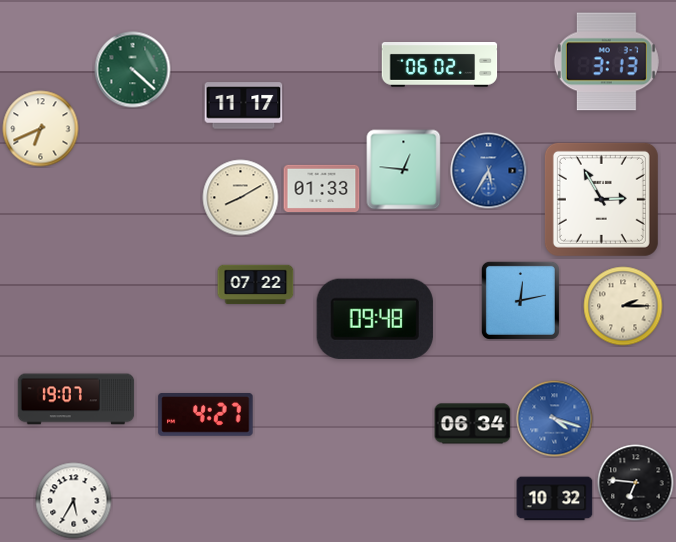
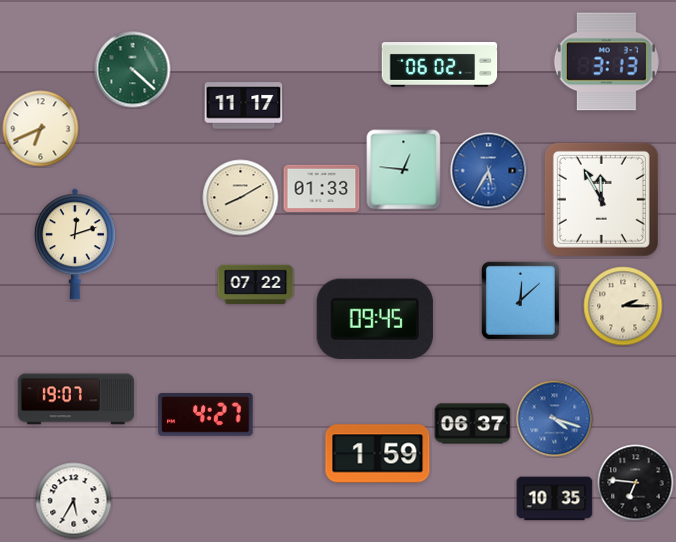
clock at (601, 199): 2:55 -> 11:55
clock at (75, 244): none -> 12:12
clock at (520, 300): 12:13 -> 12:08
clock at (375, 319): 09:48 -> 09:45
clock at (473, 424): 06:34 -> 06:37
clock at (378, 454): none -> 1:59
clock at (555, 499): 10:32 -> 10:35
